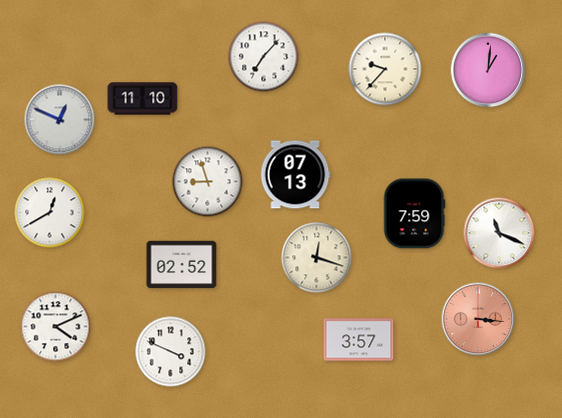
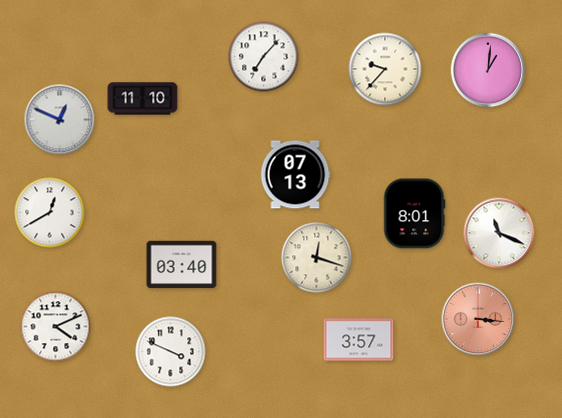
clock at (208, 182): 8:57 -> none
clock at (414, 214): 7:59 -> 8:01
clock at (182, 265): 02:52 -> 03:40
